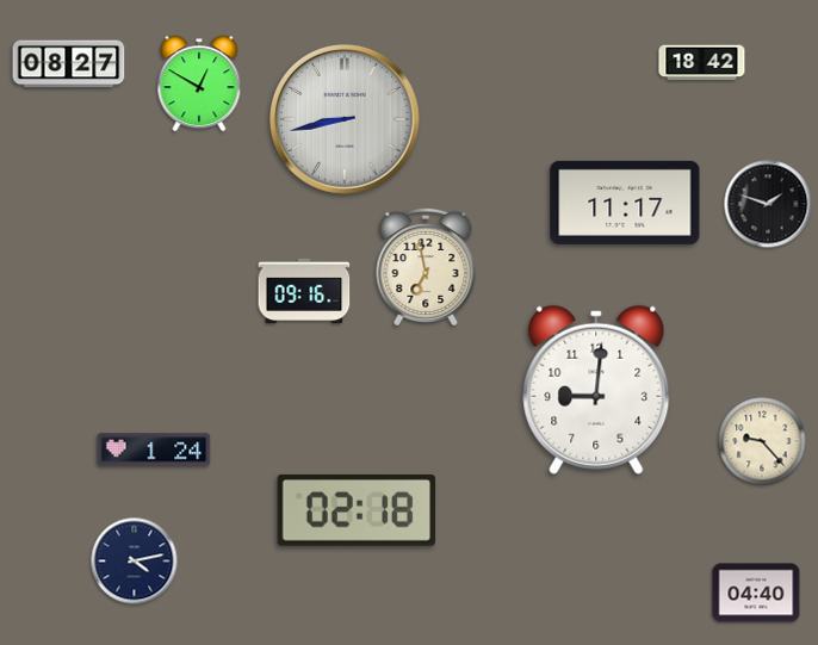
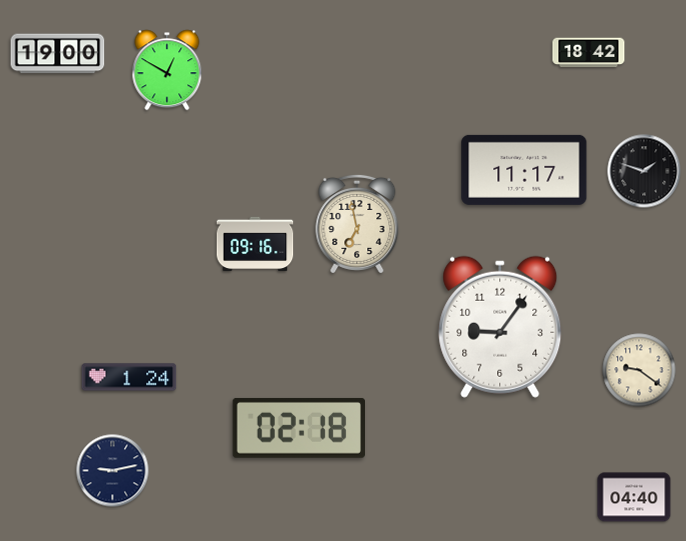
clock at (69, 64): 08:27 -> 19:00
clock at (345, 119): 8:43 -> none
clock at (596, 390): 9:01 -> 9:06
clock at (762, 441): 9:23 -> 9:21
clock at (135, 562): 4:13 -> 9:13
